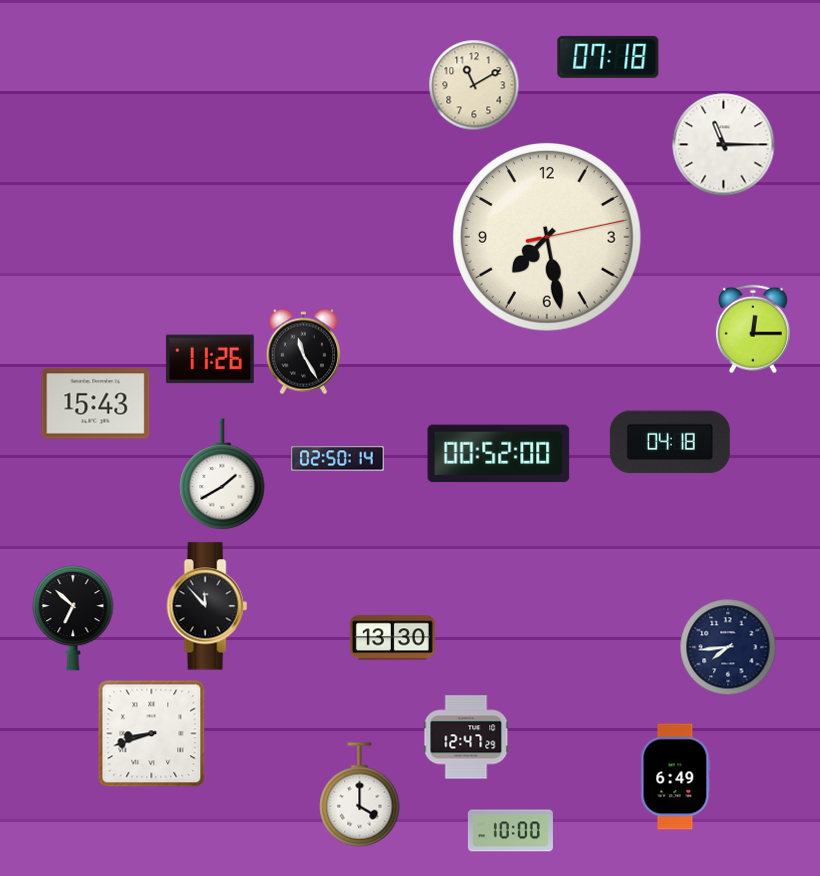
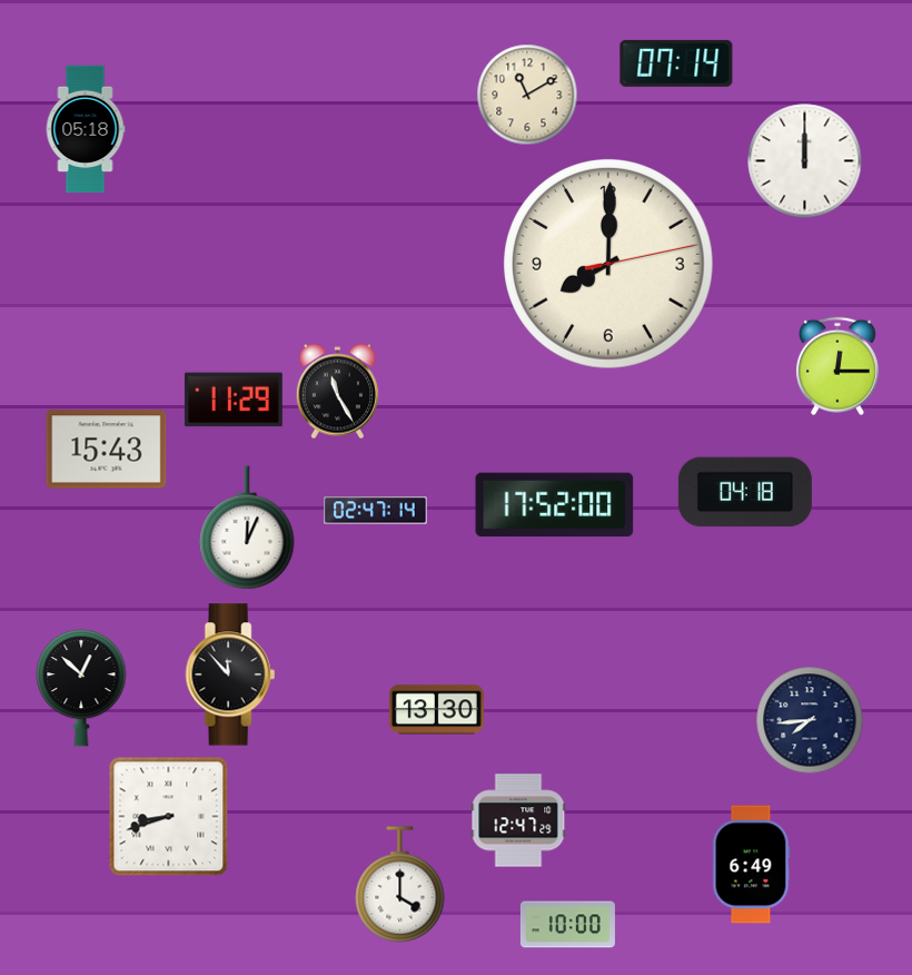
clock at (608, 57): 07:18 -> 07:14
clock at (86, 129): none -> 05:18
clock at (724, 145): 11:15 -> 12:00
clock at (548, 238): 7:28 -> 8:00
clock at (210, 359): 11:26 -> 11:29
clock at (499, 454): 00:52 -> 17:52
clock at (338, 459): 02:50 -> 02:47
clock at (222, 474): 1:40 -> 12:04
clock at (73, 618): 6:52 -> 12:52
